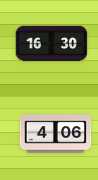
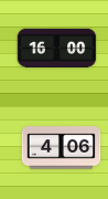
clock at (52, 44): 16:30 -> 16:00
